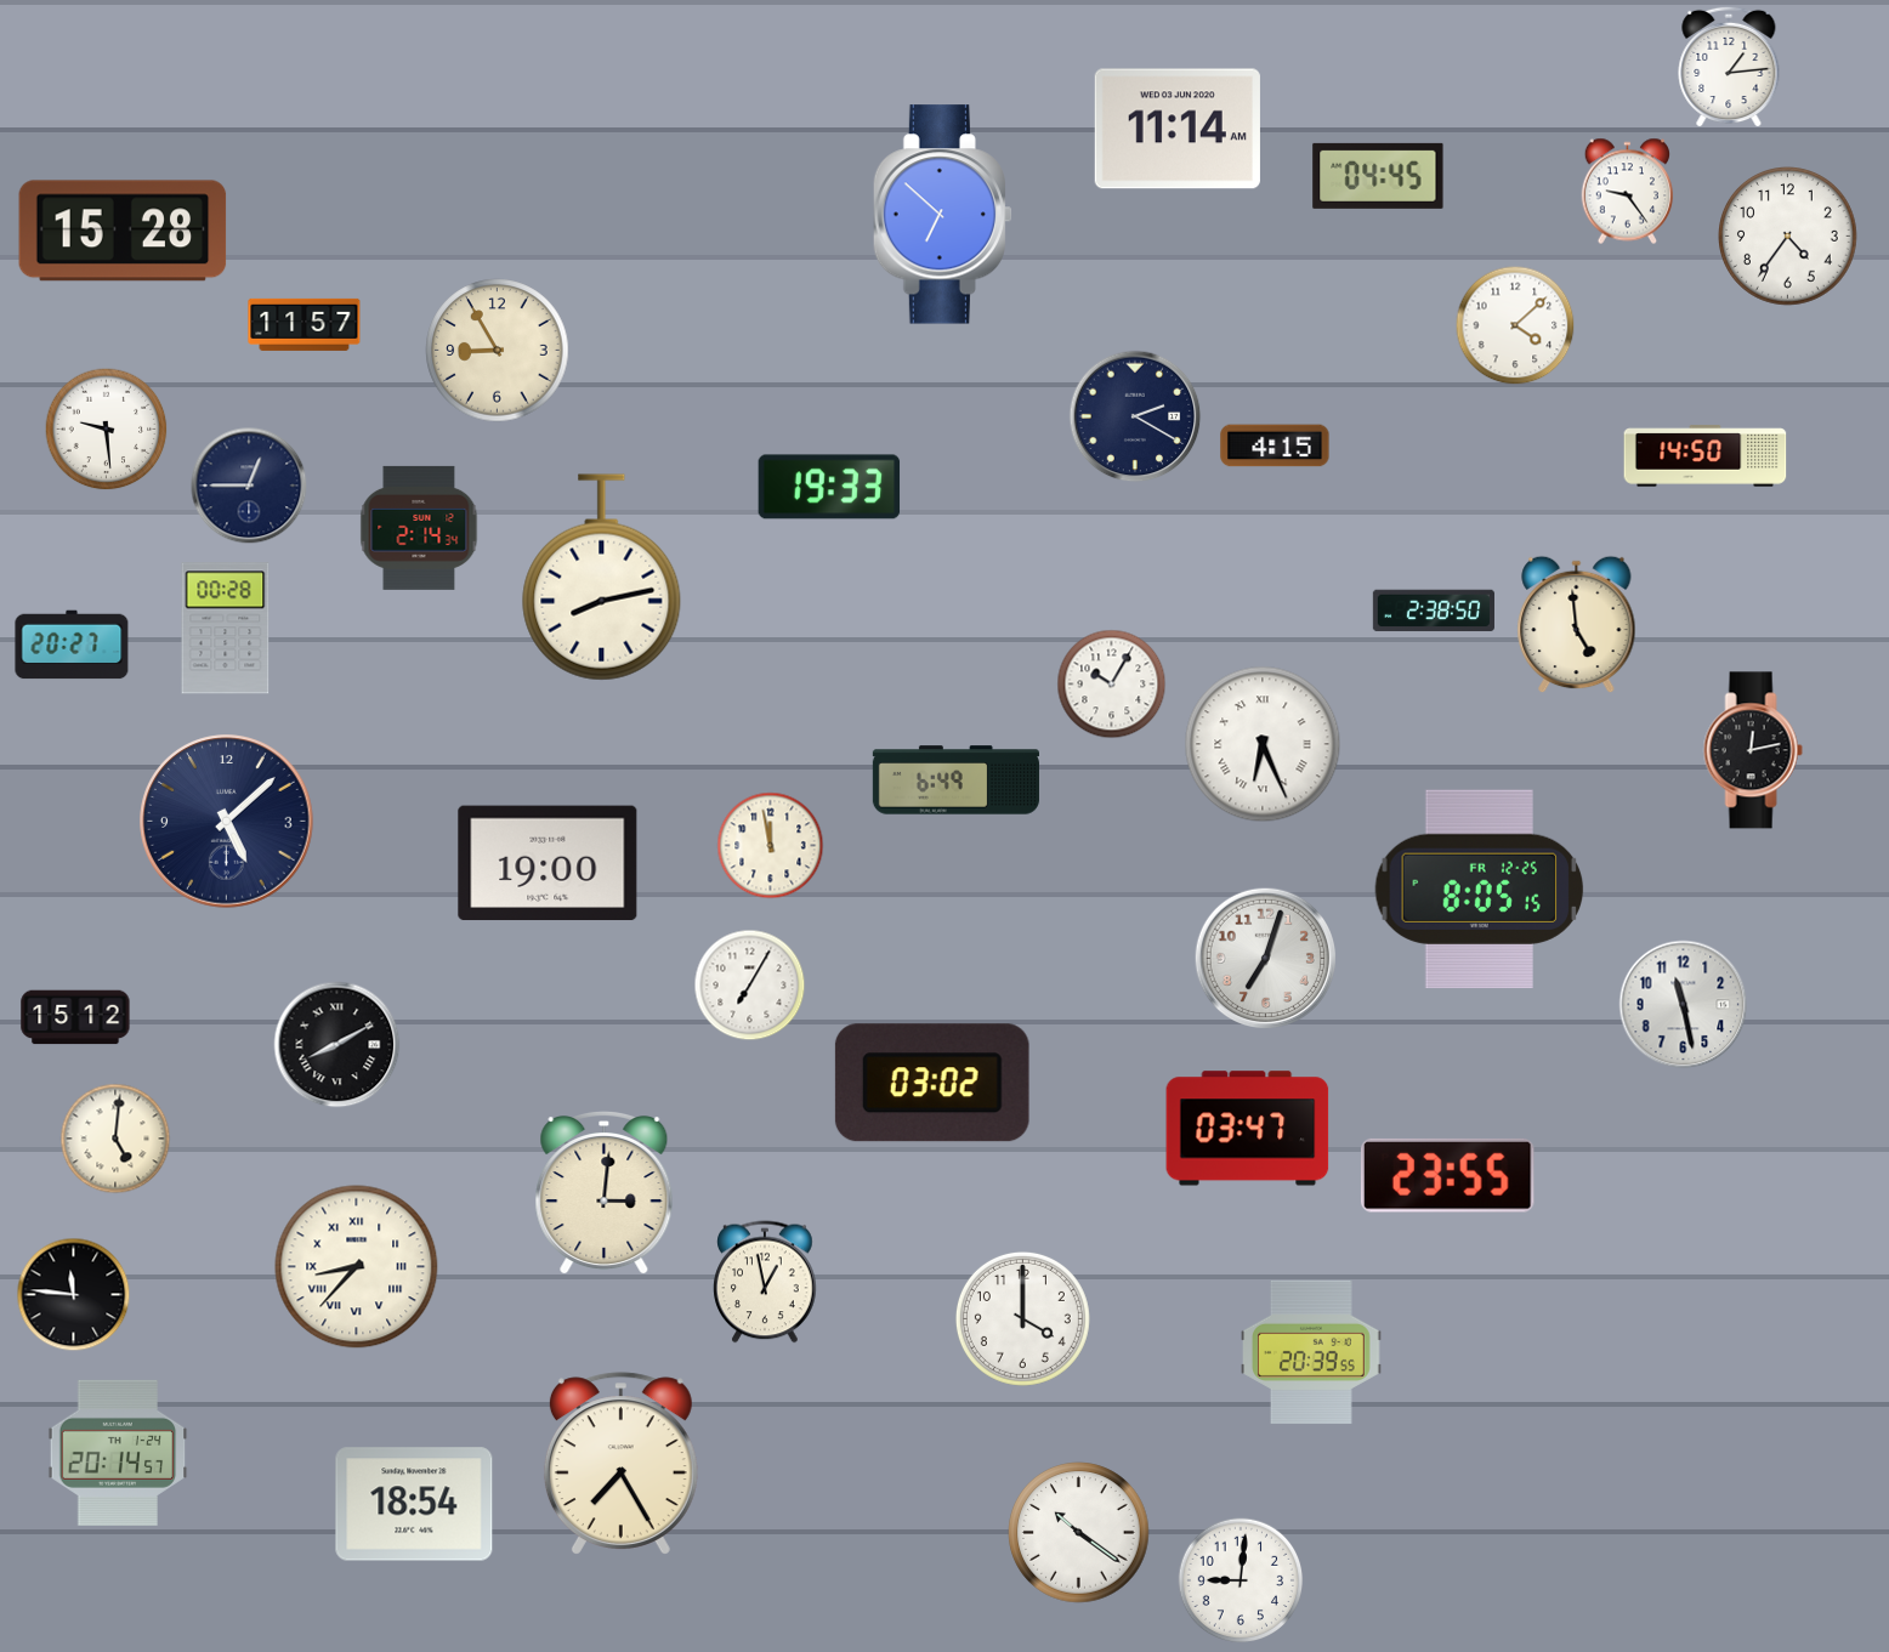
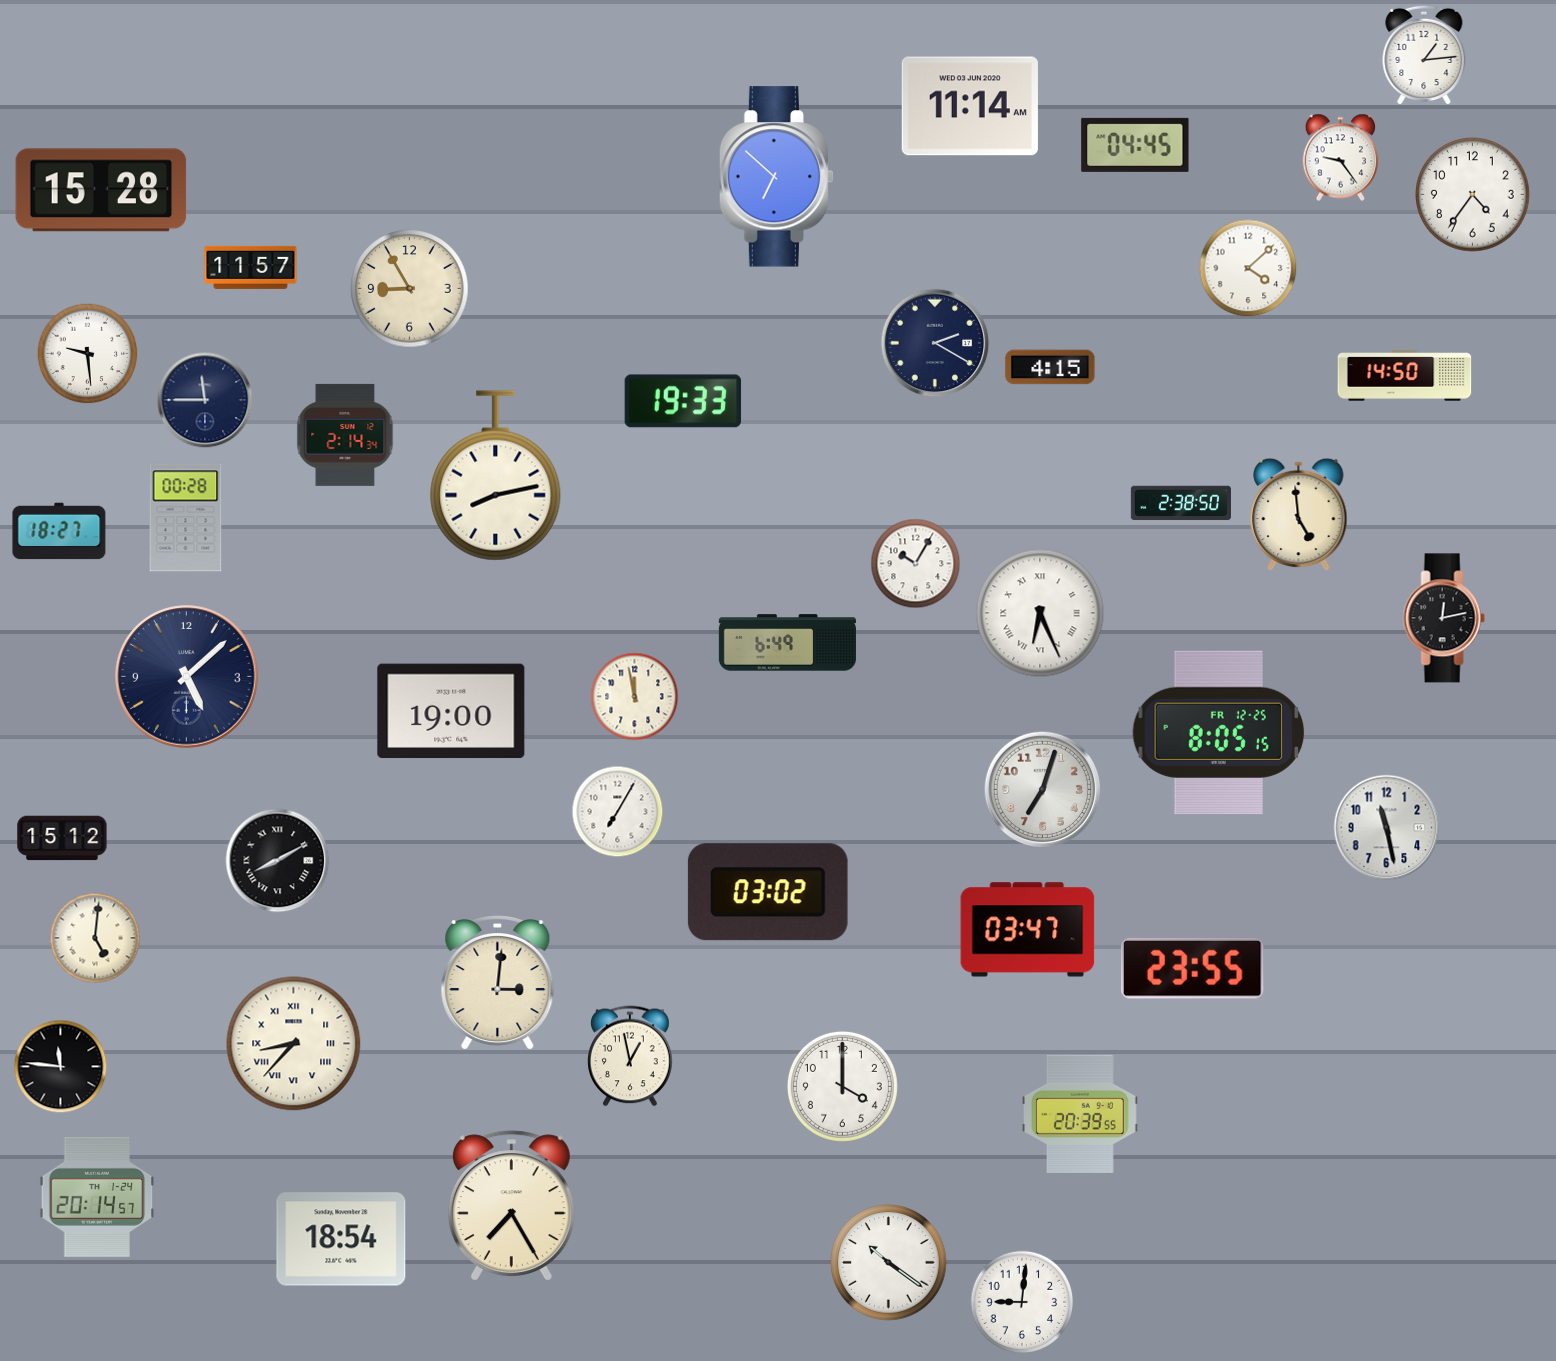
clock at (249, 486): 12:45 -> 11:45
clock at (72, 645): 20:27 -> 18:27
